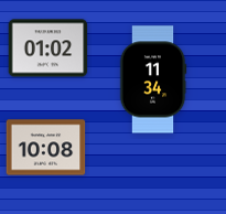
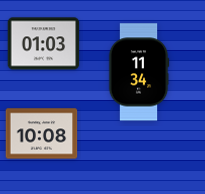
clock at (49, 49): 01:02 -> 01:03
